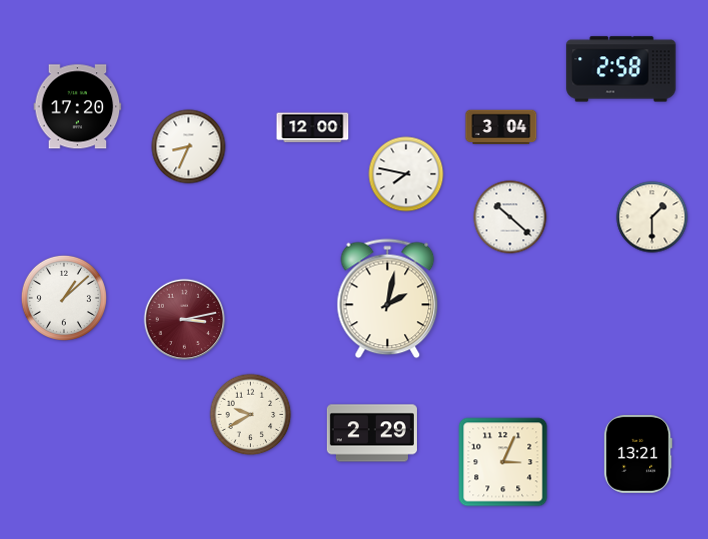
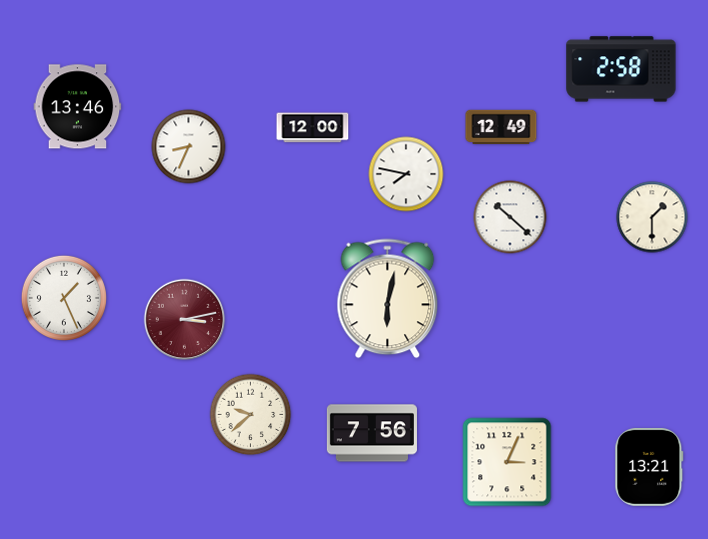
clock at (78, 107): 17:20 -> 13:46
clock at (501, 127): 3:04 -> 12:49
clock at (64, 298): 1:08 -> 1:26
clock at (388, 299): 2:02 -> 6:02
clock at (251, 415): 9:40 -> 9:38
clock at (372, 433): 2:29 -> 7:56
clock at (638, 454) position: (638, 454) -> (649, 467)
clock at (503, 462) position: (503, 462) -> (507, 462)
